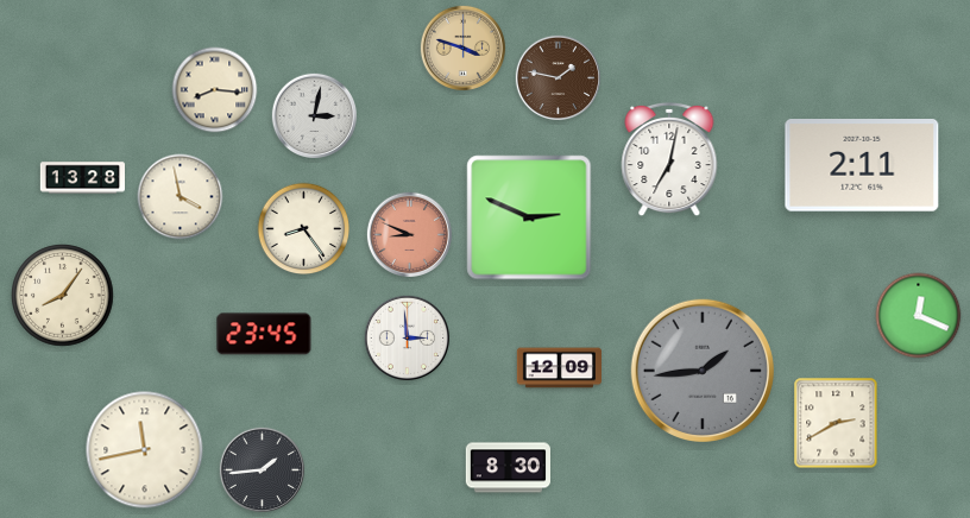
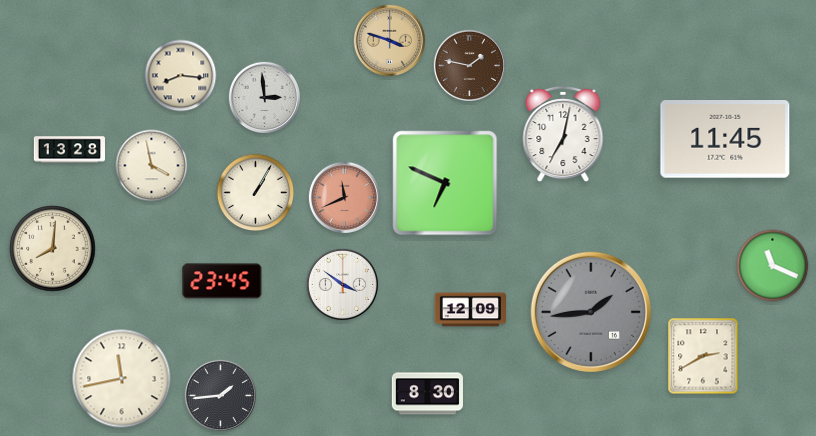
clock at (314, 115): 3:02 -> 2:59
clock at (862, 166): 2:11 -> 11:45
clock at (529, 217): 2:49 -> 6:49
clock at (304, 229): 8:24 -> 1:05
clock at (409, 234): 8:49 -> 11:41
clock at (63, 296): 8:06 -> 8:01
clock at (919, 316): 12:19 -> 11:19
clock at (407, 337): 2:59 -> 3:51
